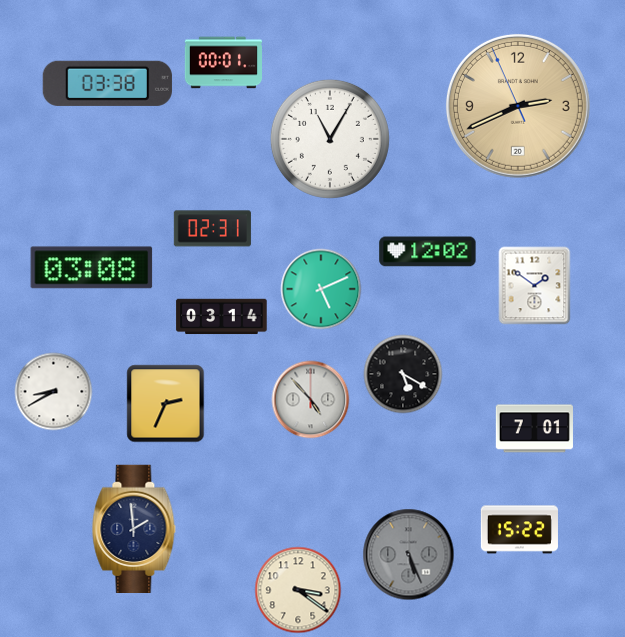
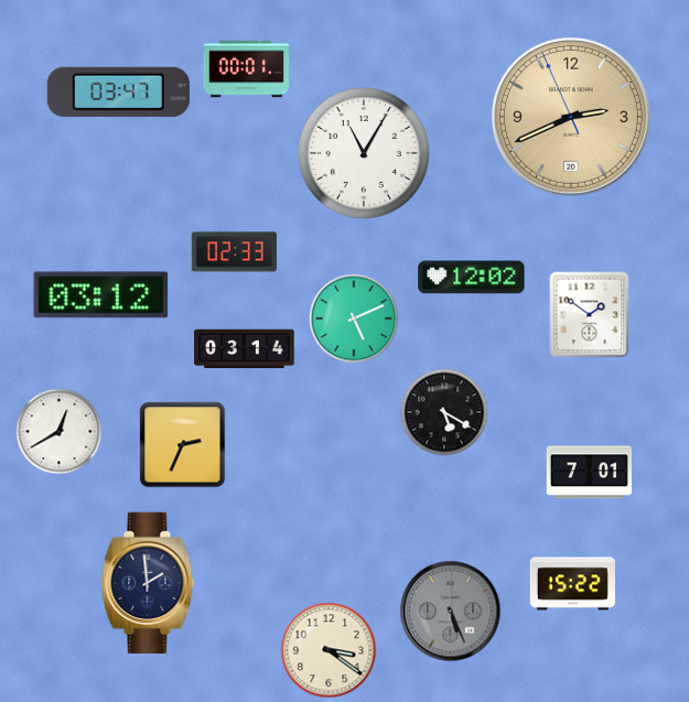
clock at (107, 83): 03:38 -> 03:47
clock at (212, 229): 02:31 -> 02:33
clock at (92, 268): 03:08 -> 03:12
clock at (53, 391): 8:40 -> 12:40
clock at (310, 399): 4:53 -> none
